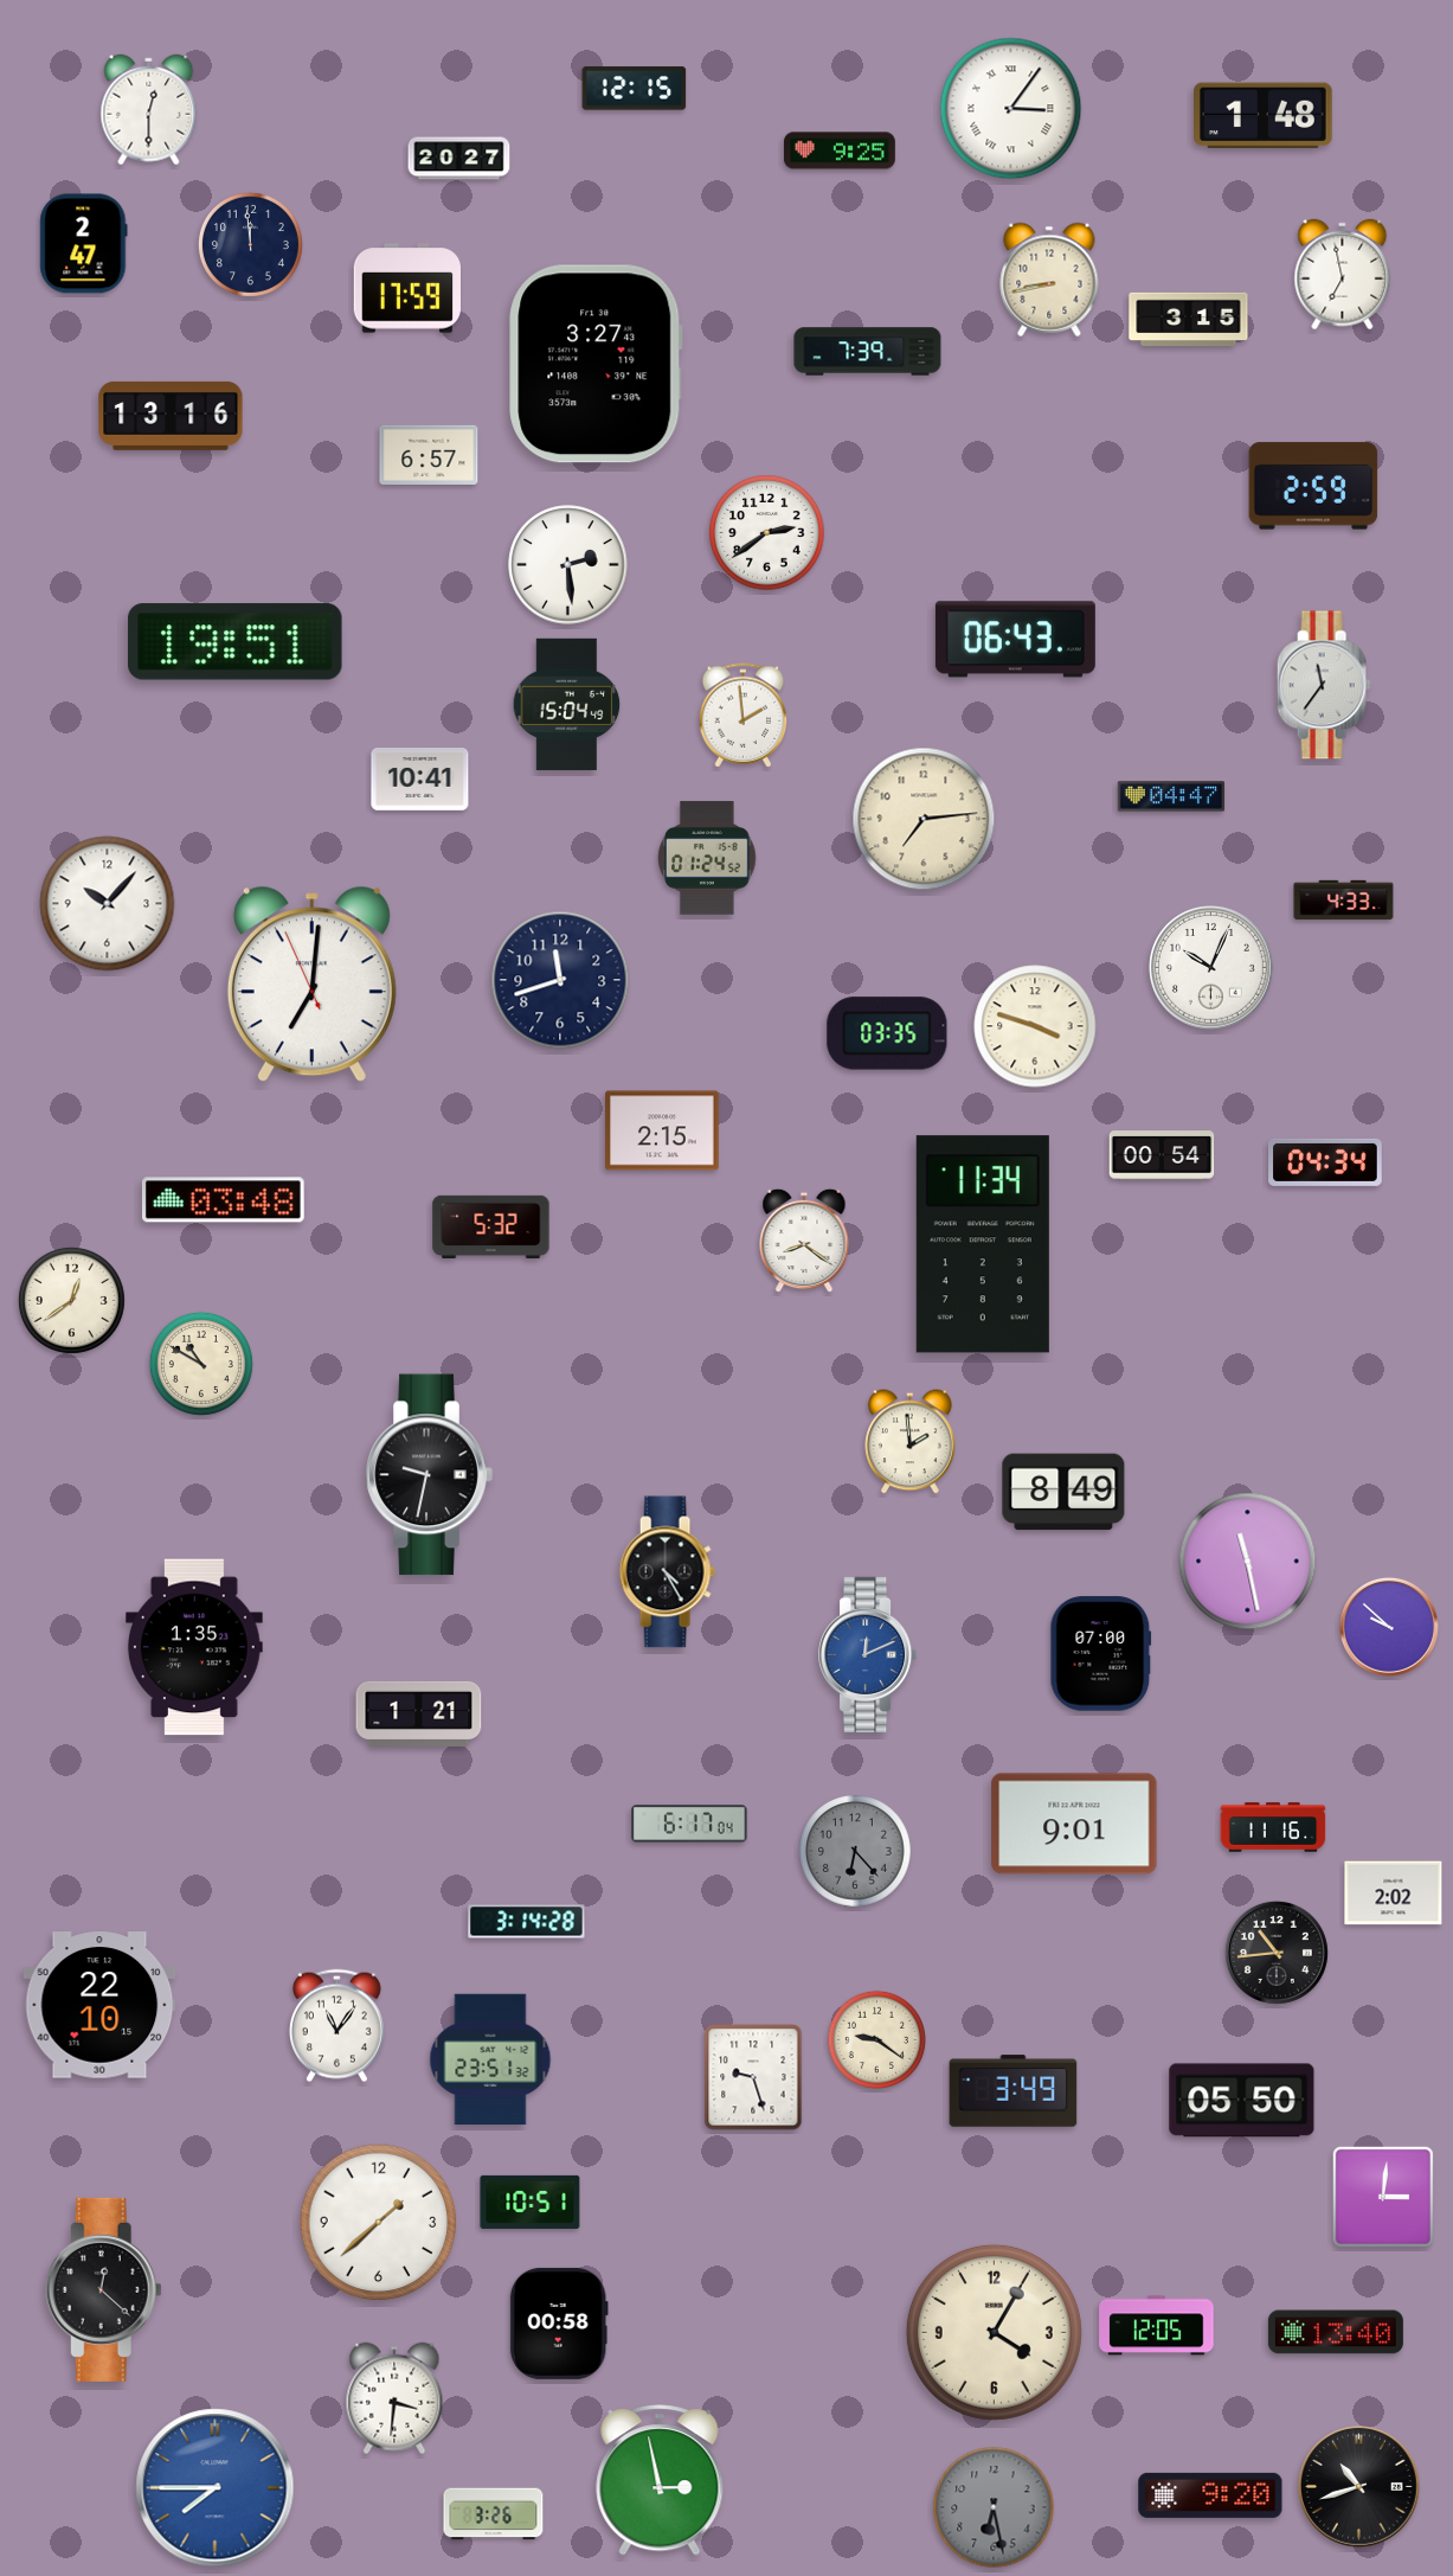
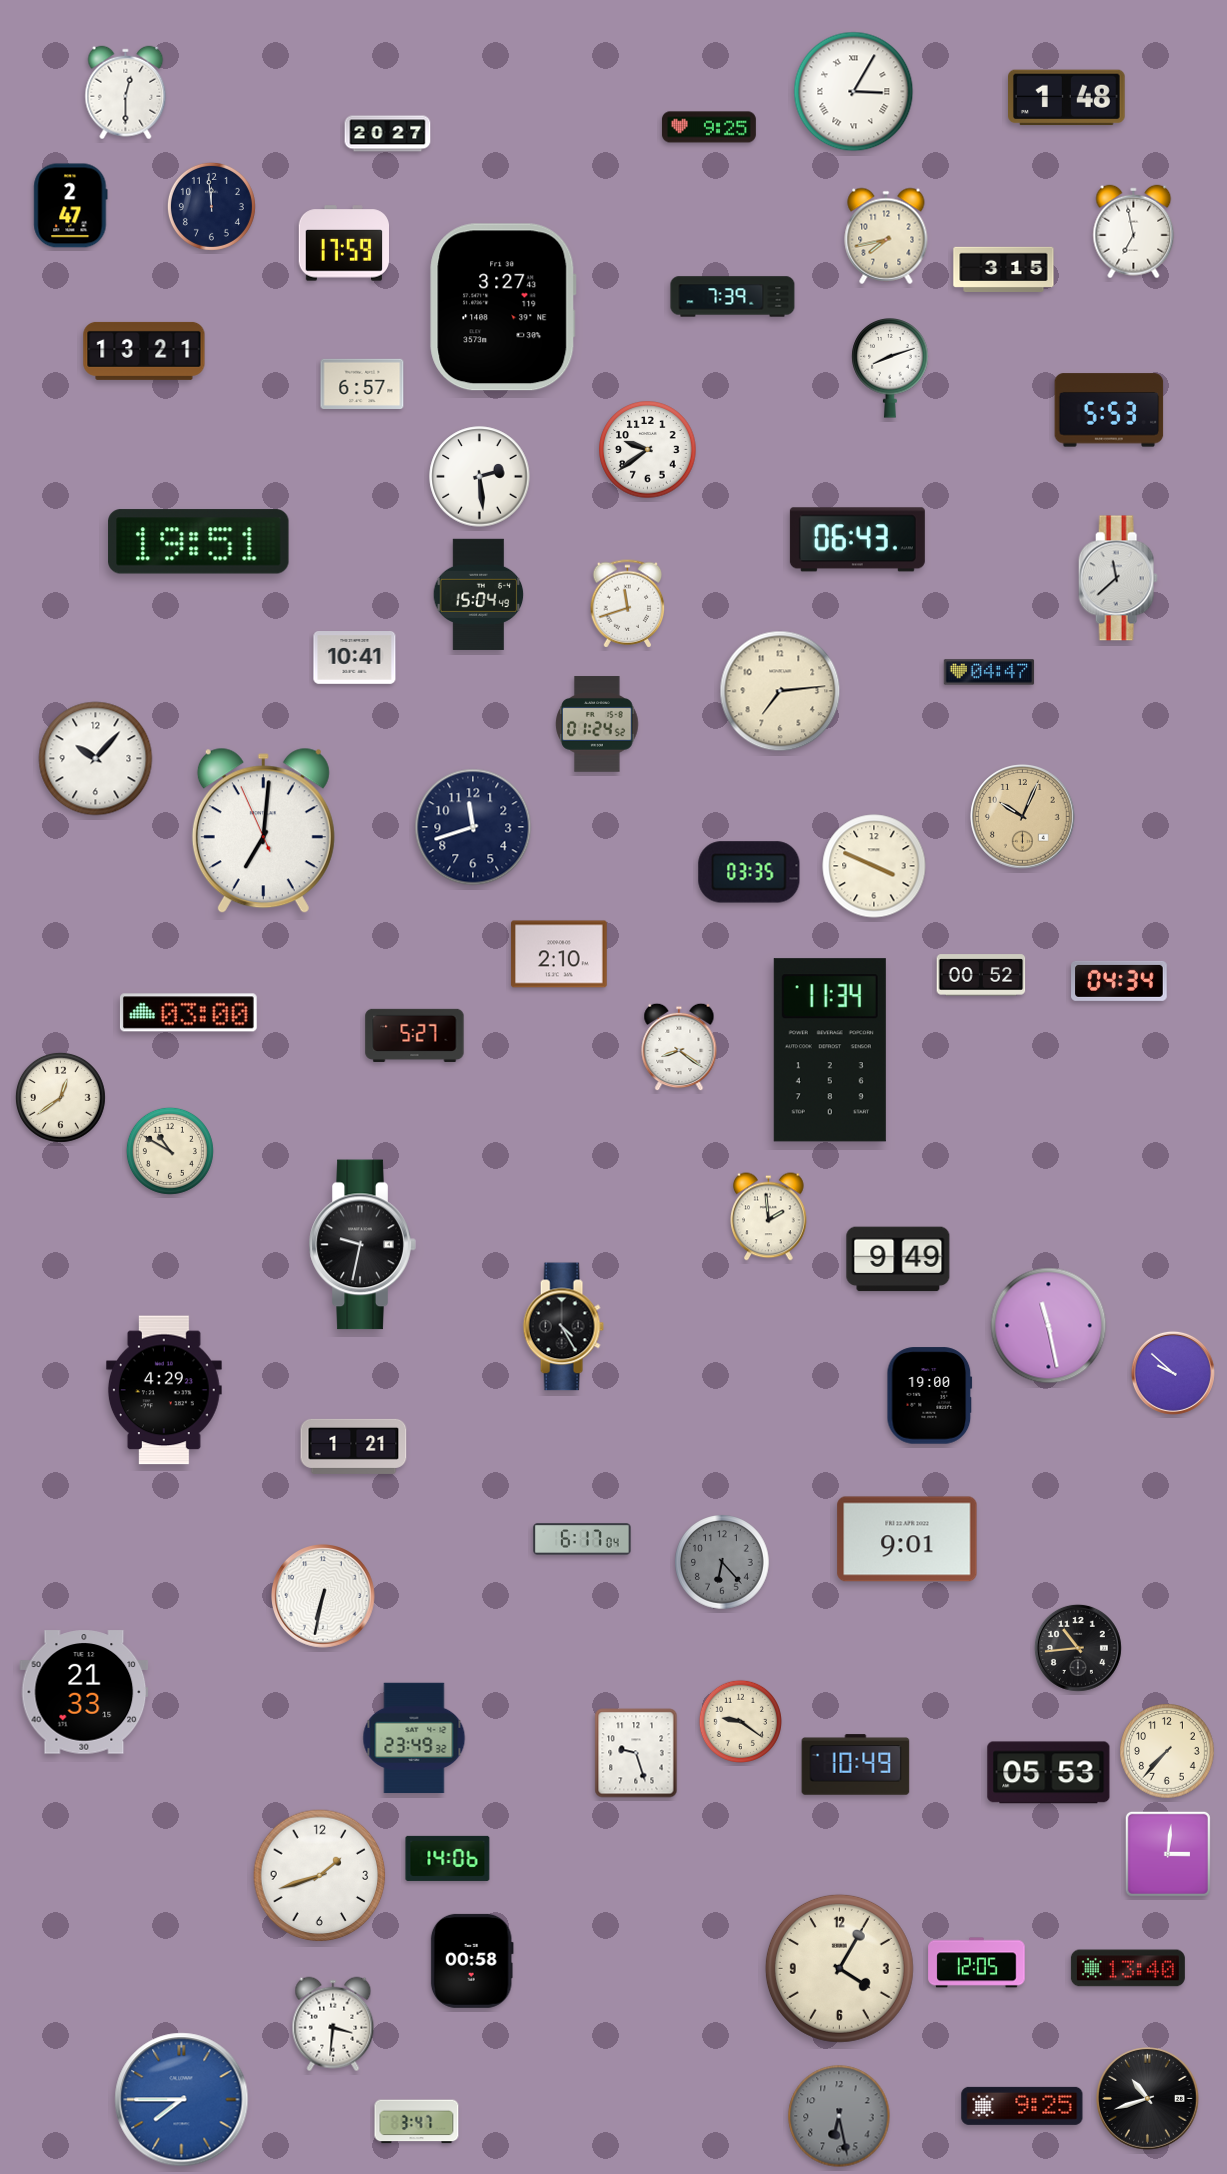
clock at (635, 89): 12:15 -> none
clock at (1011, 109): 3:06 -> 3:05
clock at (1049, 280): 8:43 -> 7:43
clock at (171, 416): 13:16 -> 13:21
clock at (890, 369): none -> 8:12
clock at (1313, 486): 2:59 -> 5:53
clock at (767, 533): 2:39 -> 9:39
clock at (1324, 685): 11:36 -> 11:38
clock at (744, 716): 1:59 -> 11:42
clock at (1344, 901): 4:33 -> none
clock at (108, 904) position: (108, 904) -> (96, 759)
clock at (1211, 968) dial: white -> champagne
clock at (1035, 1026): 3:48 -> 3:49
clock at (662, 1130): 2:15 -> 2:10
clock at (1162, 1155): 00:54 -> 00:52
clock at (223, 1200): 03:48 -> 03:00
clock at (491, 1226): 5:32 -> 5:27
clock at (1063, 1492): 8:49 -> 9:49
clock at (1248, 1562) position: (1248, 1562) -> (1049, 1326)
clock at (194, 1647): 1:35 -> 4:29
clock at (869, 1654): 12:11 -> none
clock at (1101, 1654): 07:00 -> 19:00
clock at (1273, 1827): 11:16 -> none
clock at (324, 1597): none -> 6:32
clock at (1394, 1893): 2:02 -> none
clock at (527, 1922): 3:14 -> none
clock at (99, 2005): 22:10 -> 21:33
clock at (336, 2026): 11:06 -> none
clock at (490, 2059): 23:51 -> 23:49
clock at (1167, 1751): none -> 7:37
clock at (1014, 2091): 3:49 -> 10:49
clock at (1242, 2101): 05:50 -> 05:53
clock at (531, 2202): 10:51 -> 14:06
clock at (379, 2223): 1:38 -> 1:42
clock at (103, 2289): 12:22 -> none
clock at (660, 2480): 2:58 -> none
clock at (1210, 2495): 9:20 -> 9:25
clock at (494, 2514): 3:26 -> 3:47
